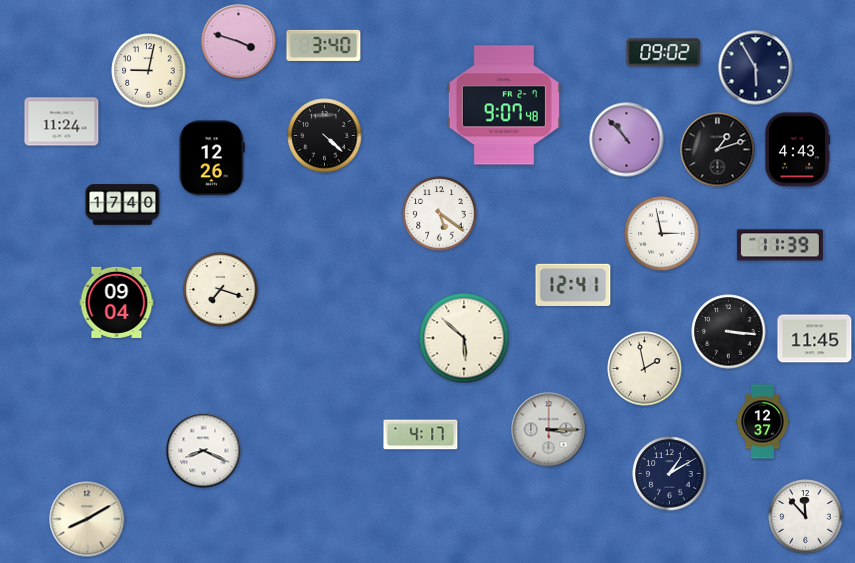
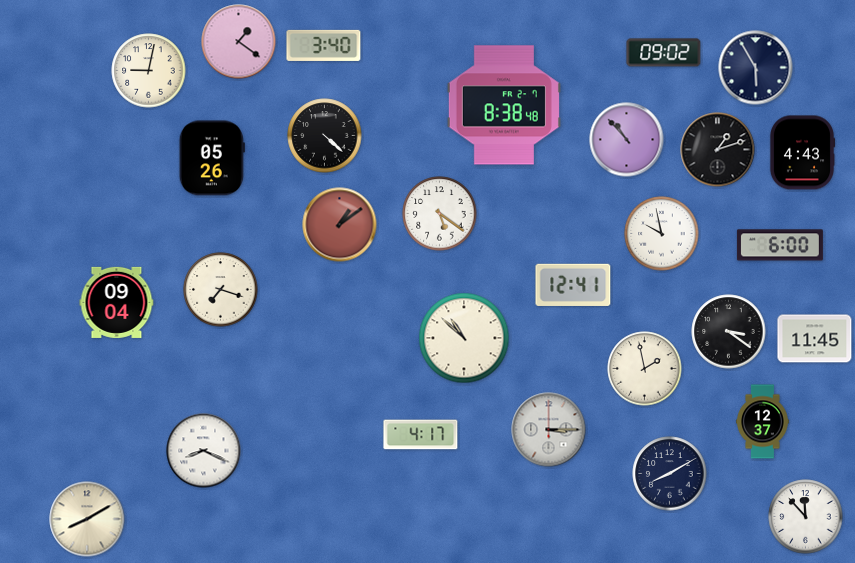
clock at (239, 42): 3:48 -> 1:21
clock at (504, 105): 9:07 -> 8:38
clock at (62, 122): 11:24 -> none
clock at (797, 150) position: (797, 150) -> (802, 153)
clock at (212, 158): 12:26 -> 05:26
clock at (123, 205): 17:40 -> none
clock at (340, 225): none -> 1:09
clock at (662, 234): 2:58 -> 9:58
clock at (780, 245): 11:39 -> 6:00
clock at (729, 332): 3:16 -> 3:21
clock at (464, 338): 5:52 -> 10:52
clock at (670, 474): 1:10 -> 8:10
